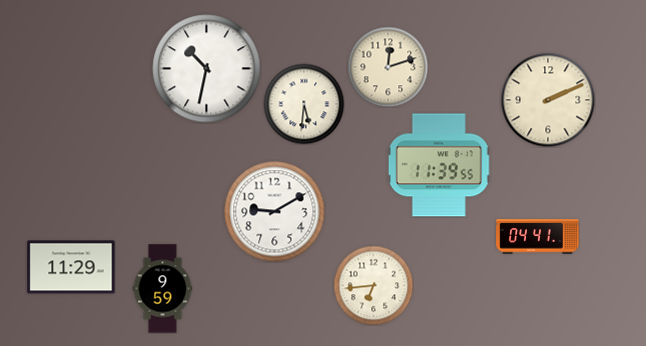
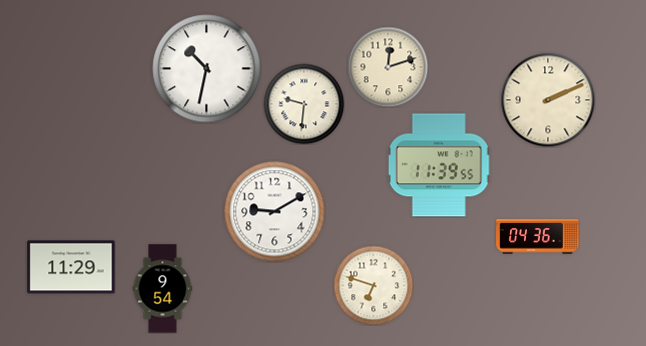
clock at (304, 104): 5:31 -> 9:31
clock at (538, 237): 04:41 -> 04:36
clock at (373, 285): 6:44 -> 6:48
clock at (163, 289): 9:59 -> 9:54
